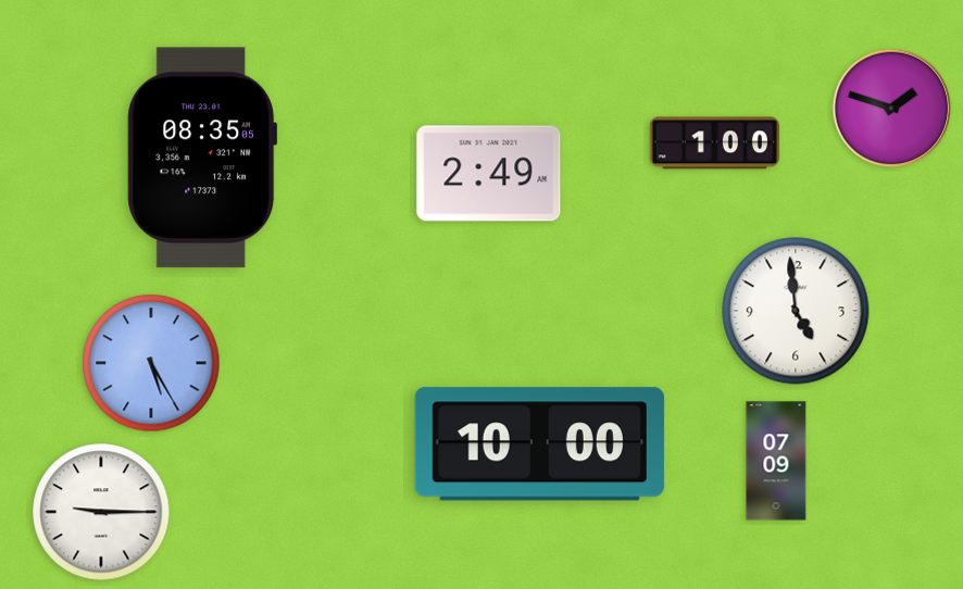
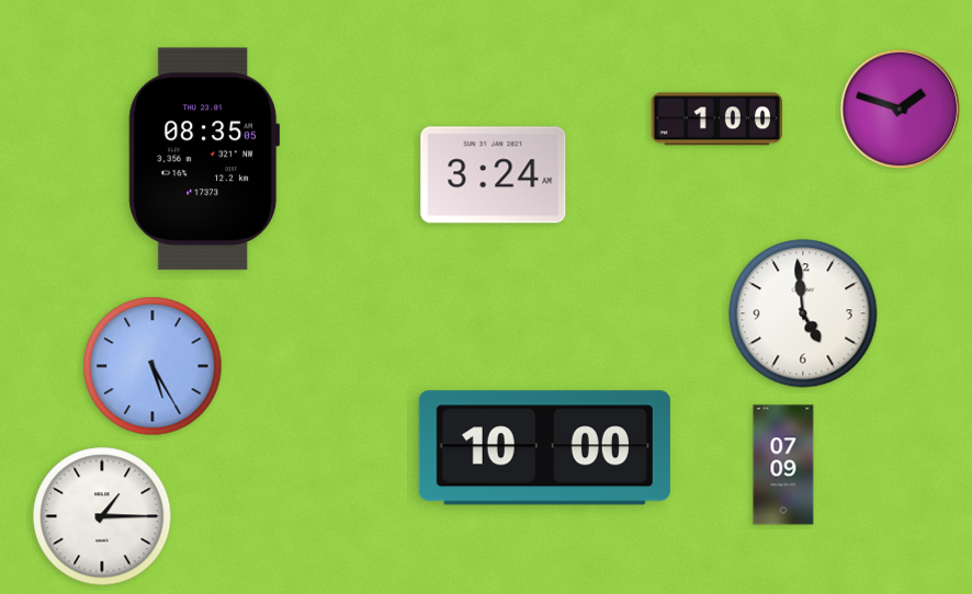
clock at (714, 143) position: (714, 143) -> (716, 119)
clock at (489, 174): 2:49 -> 3:24
clock at (101, 512): 9:15 -> 1:15
